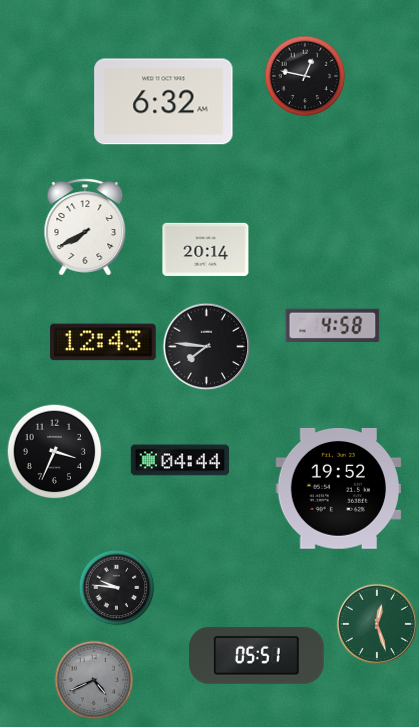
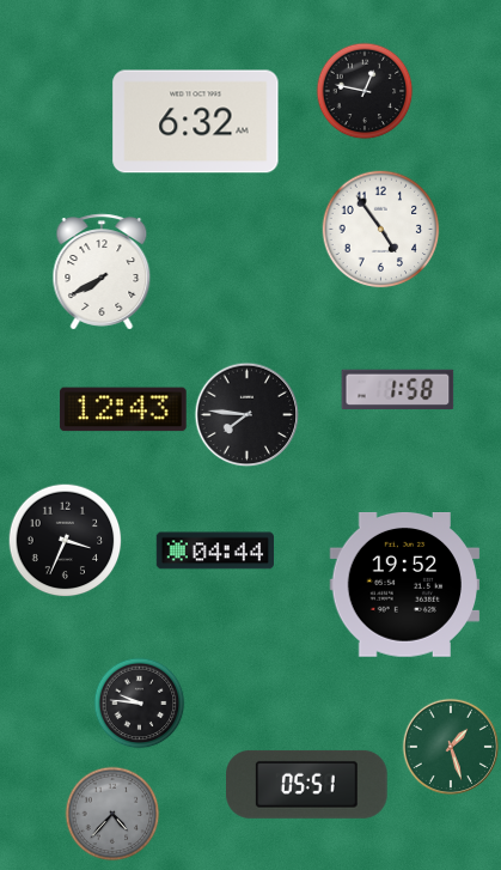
clock at (381, 230): none -> 4:54
clock at (206, 249): 20:14 -> none
clock at (333, 326): 4:58 -> 1:58
clock at (377, 624): 12:27 -> 1:27
clock at (94, 680): 4:41 -> 4:37
